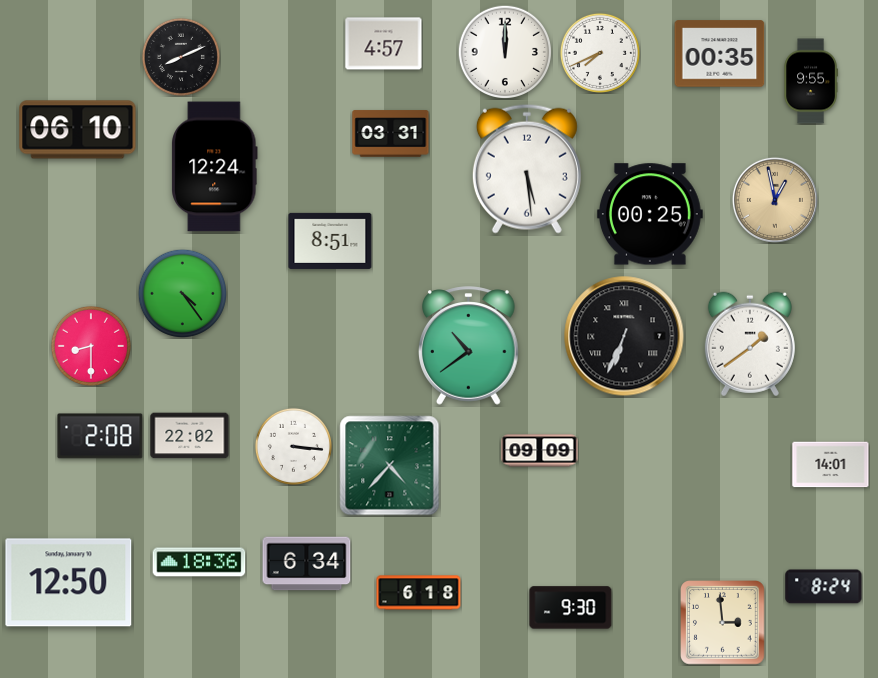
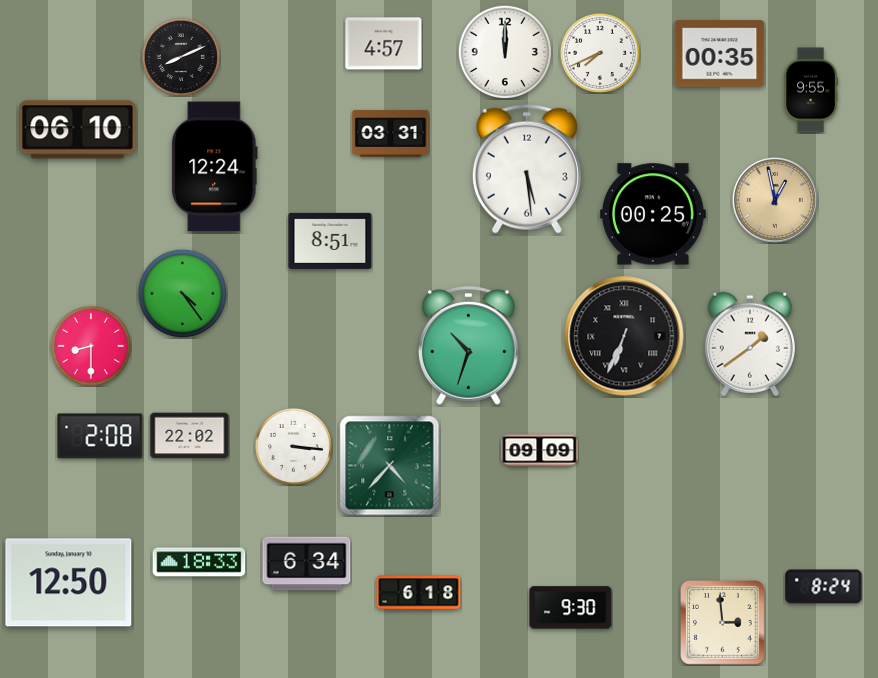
clock at (811, 81) position: (811, 81) -> (811, 90)
clock at (650, 214) position: (650, 214) -> (653, 214)
clock at (469, 346): 10:39 -> 10:33
clock at (831, 465): 14:01 -> none
clock at (199, 562): 18:36 -> 18:33
